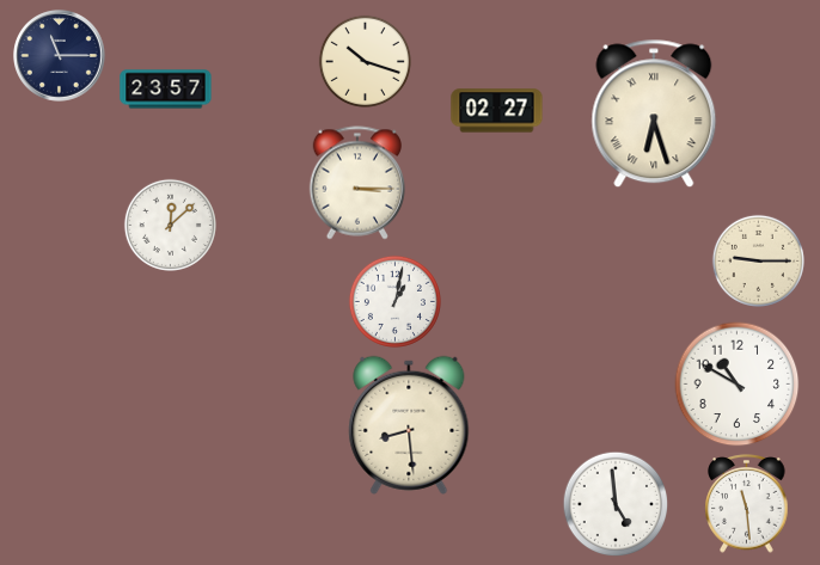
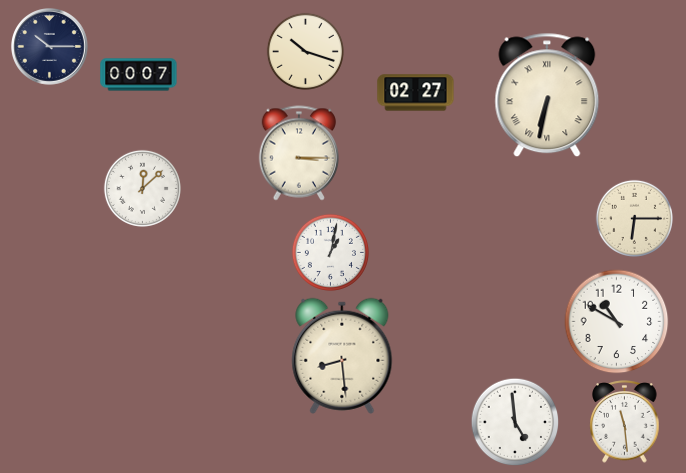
clock at (60, 56): 11:15 -> 10:15
clock at (166, 90): 23:57 -> 00:07
clock at (654, 113): 6:27 -> 6:32
clock at (758, 260): 9:15 -> 6:15
